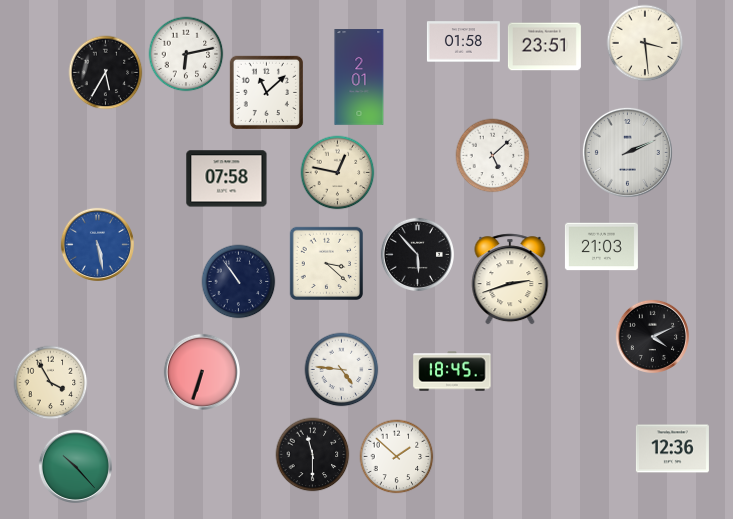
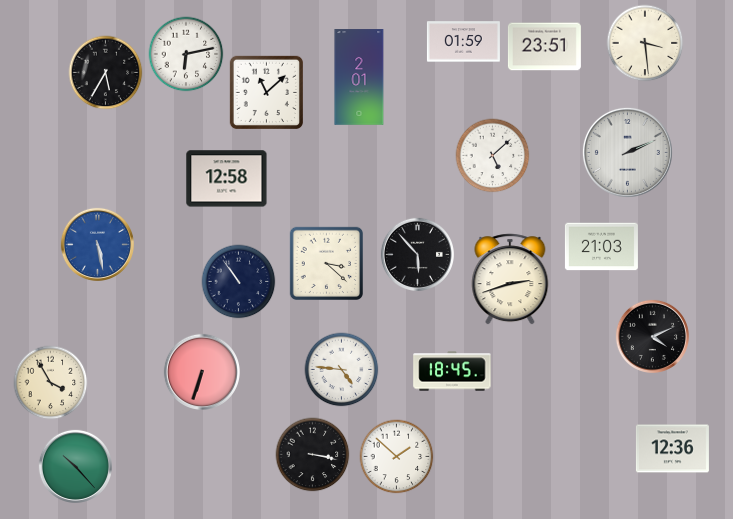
clock at (463, 42): 01:58 -> 01:59
clock at (338, 173): 12:47 -> none
clock at (227, 179): 07:58 -> 12:58
clock at (313, 455): 11:30 -> 3:17
